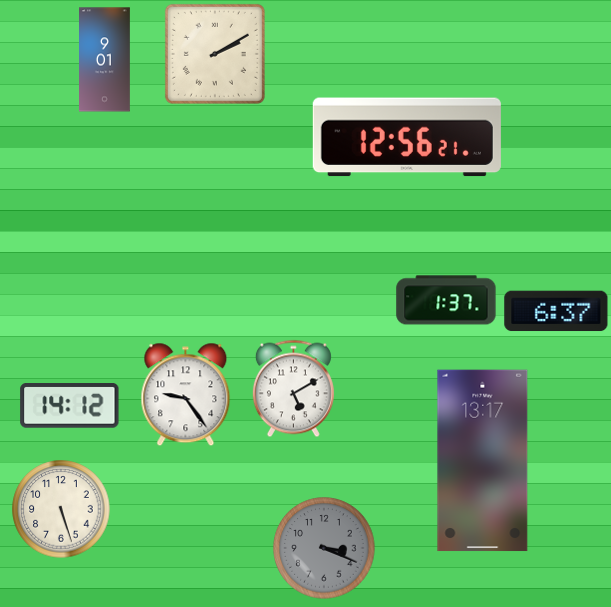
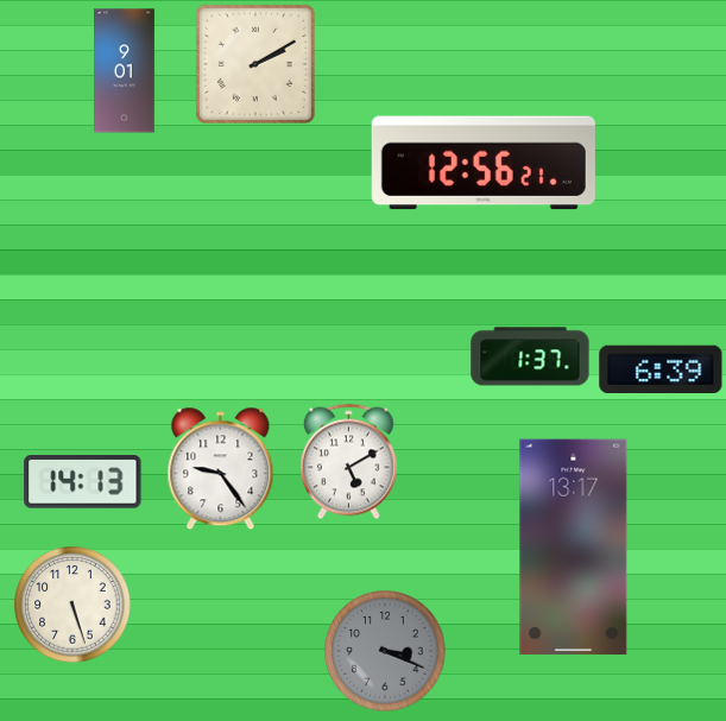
clock at (556, 311): 6:37 -> 6:39
clock at (70, 406): 14:12 -> 14:13
